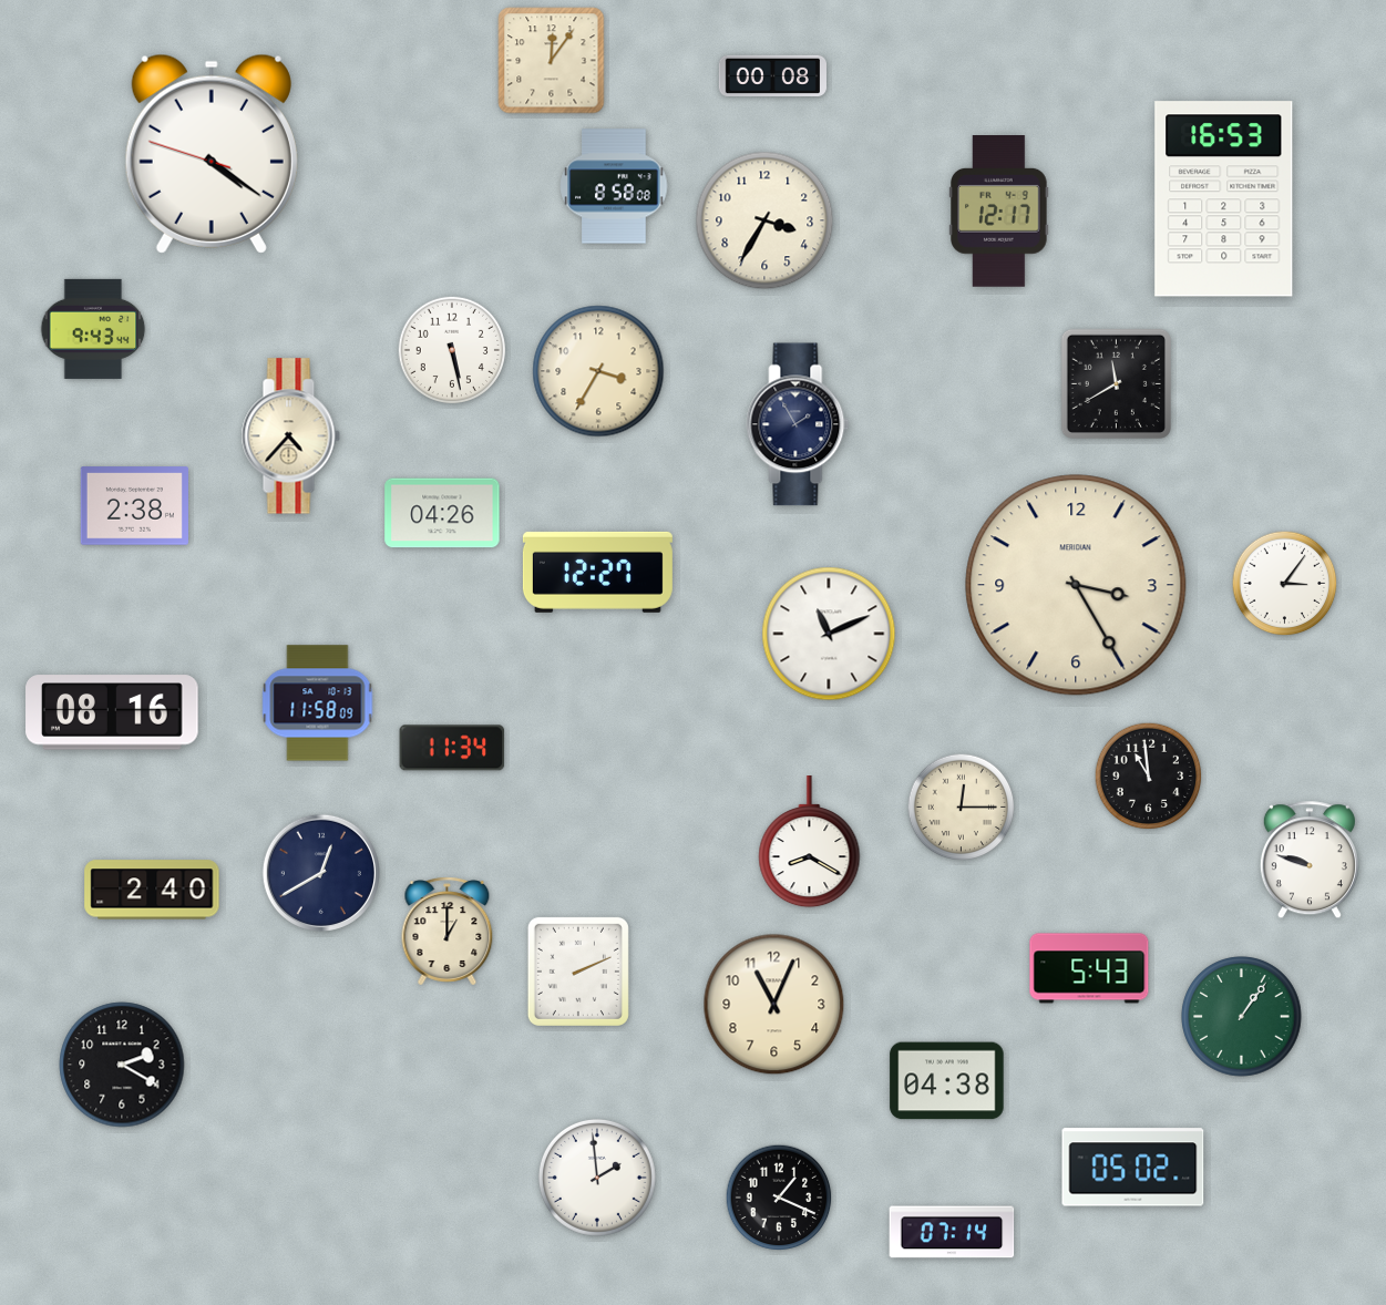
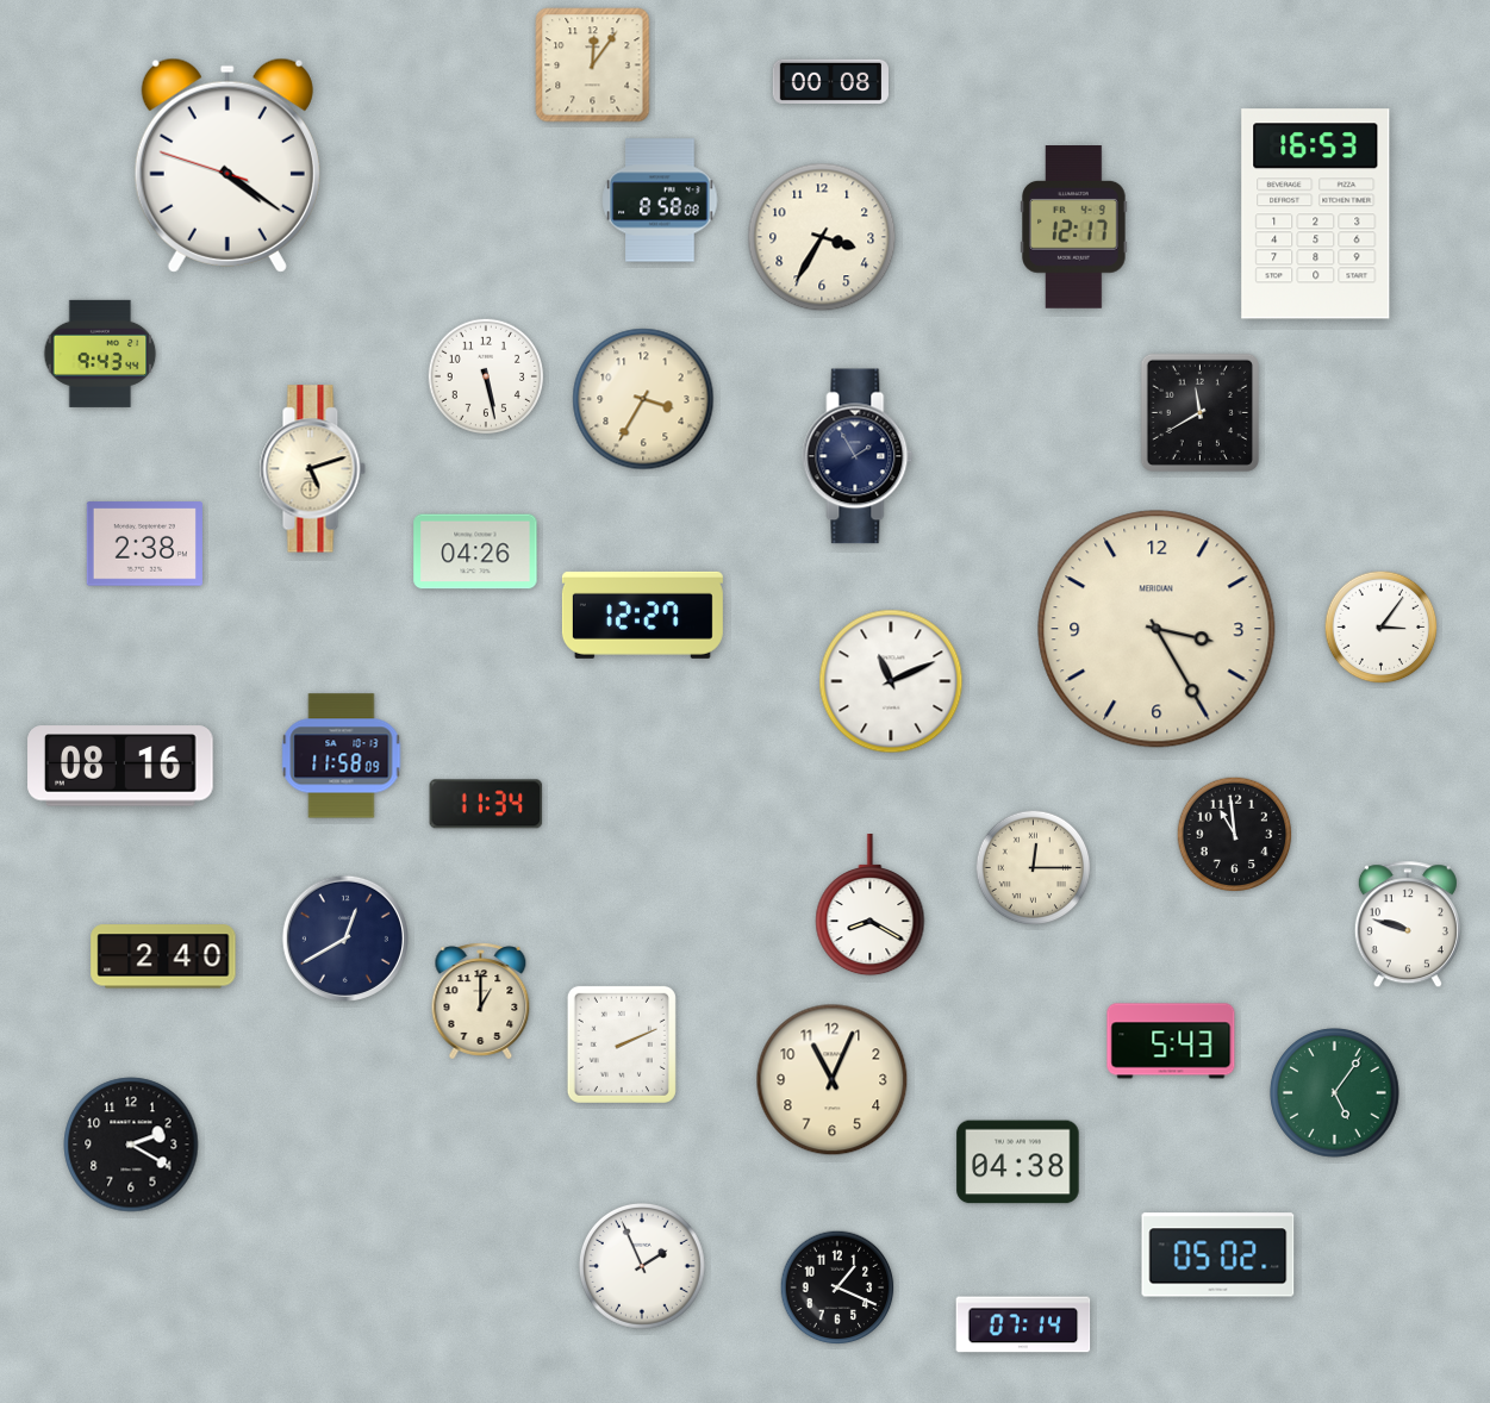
clock at (290, 436): 4:37 -> 5:12
clock at (1242, 1017): 1:06 -> 5:06
clock at (597, 1178): 1:59 -> 1:56
